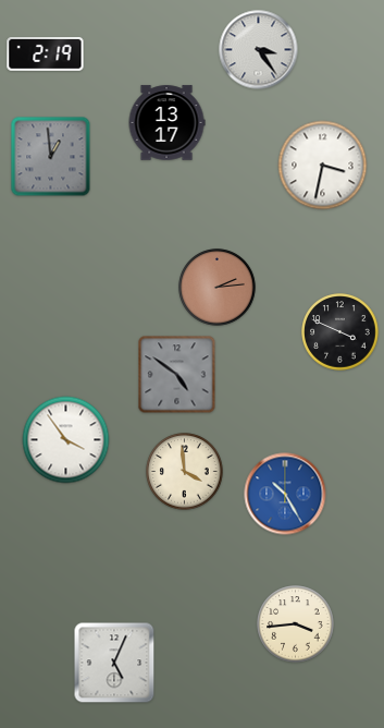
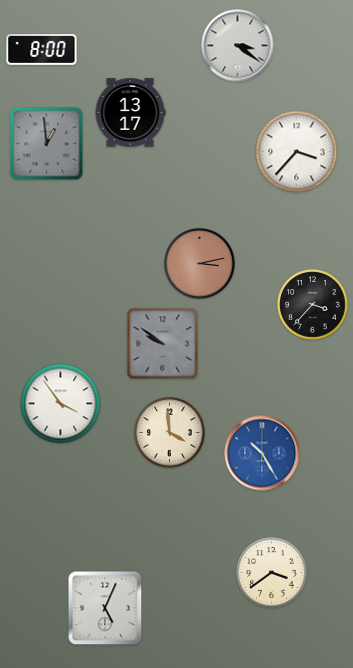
clock at (259, 50): 3:24 -> 3:21
clock at (46, 54): 2:19 -> 8:00
clock at (166, 123) position: (166, 123) -> (130, 113)
clock at (323, 166): 3:32 -> 3:37
clock at (218, 288): 2:14 -> 3:13
clock at (340, 332): 3:49 -> 3:37
clock at (177, 375): 4:51 -> 9:51
clock at (296, 624): 3:44 -> 3:39
